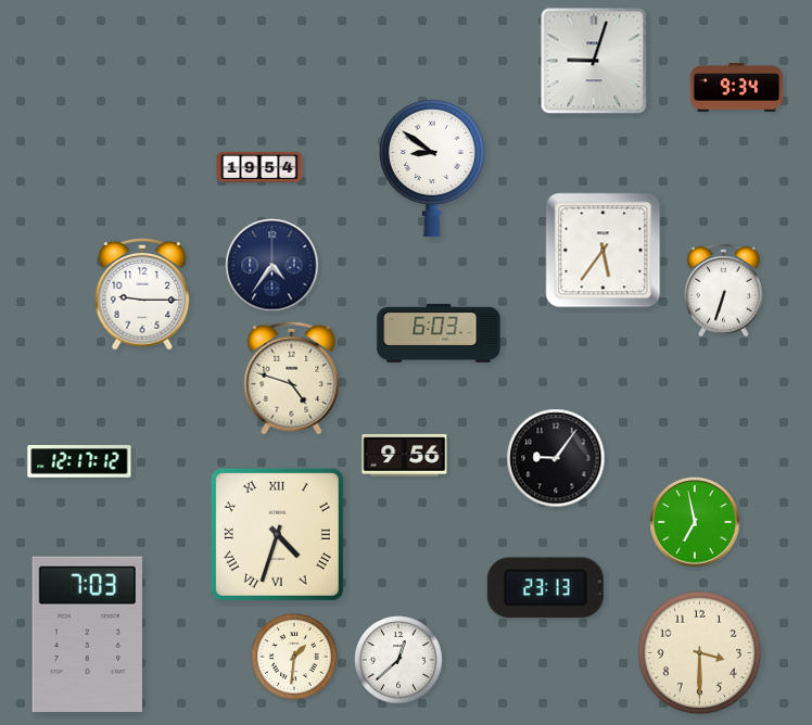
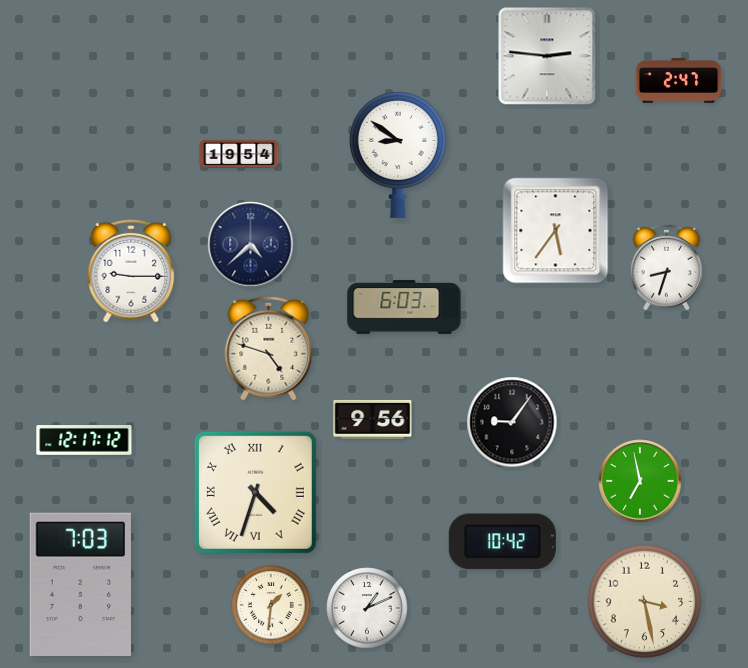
clock at (594, 61): 9:03 -> 2:46
clock at (737, 88): 9:34 -> 2:47
clock at (272, 266): 4:36 -> 4:38
clock at (724, 290): 6:33 -> 8:33
clock at (79, 462) position: (79, 462) -> (84, 441)
clock at (545, 588): 23:13 -> 10:42
clock at (700, 653): 3:30 -> 3:28
clock at (398, 660): 12:38 -> 1:11
